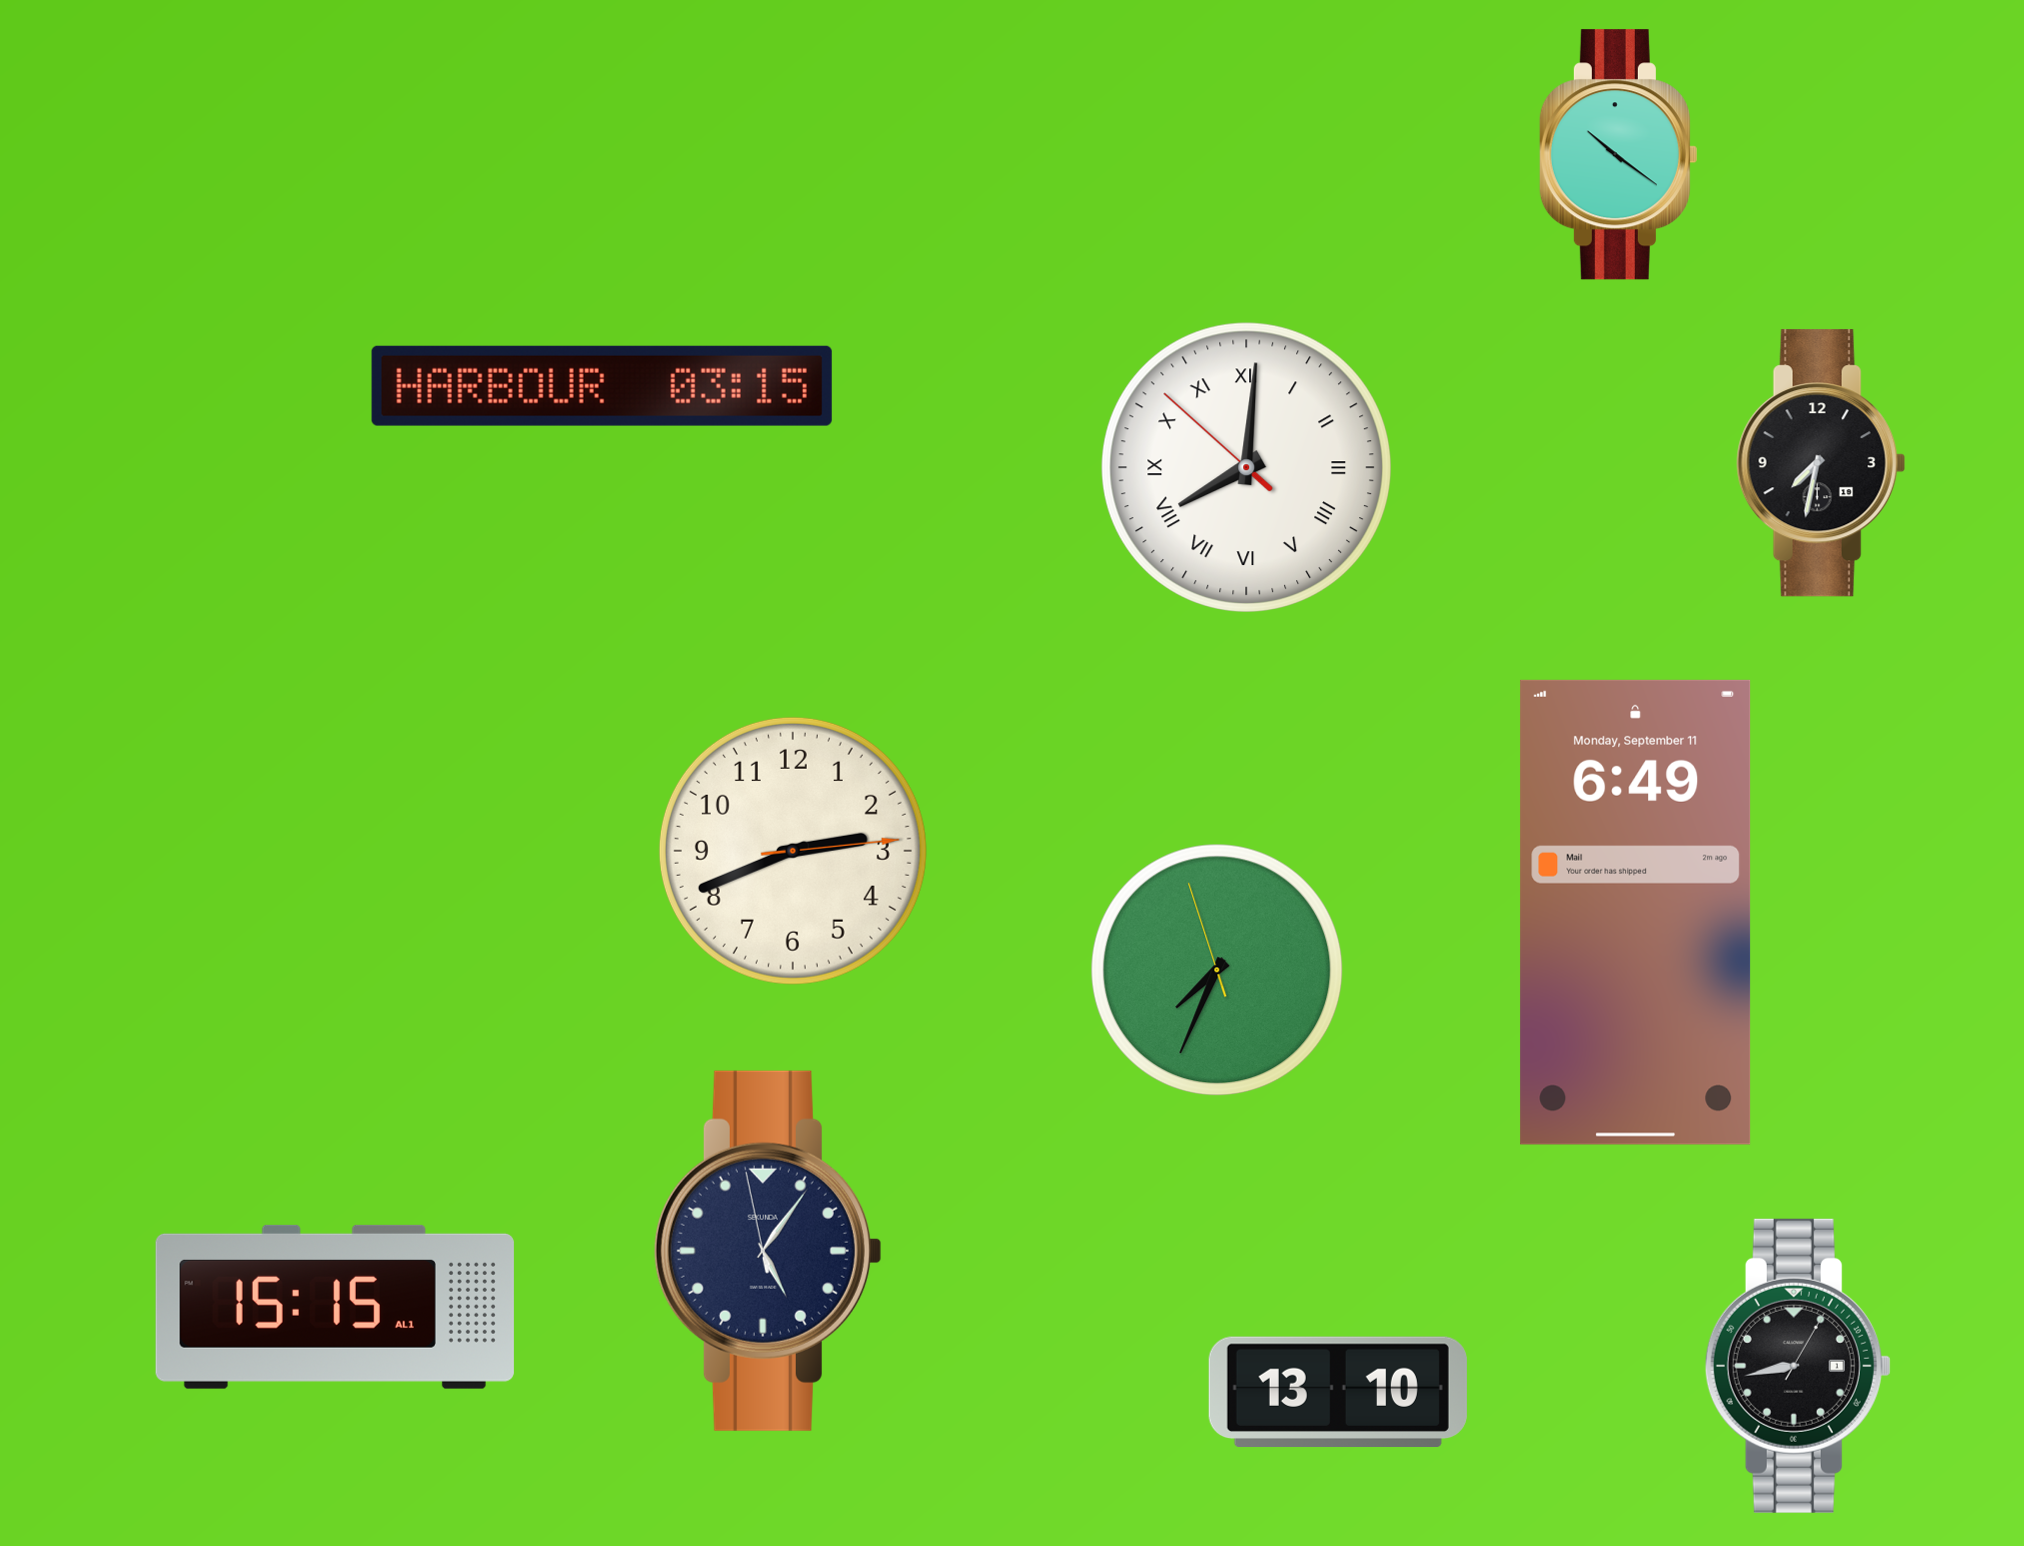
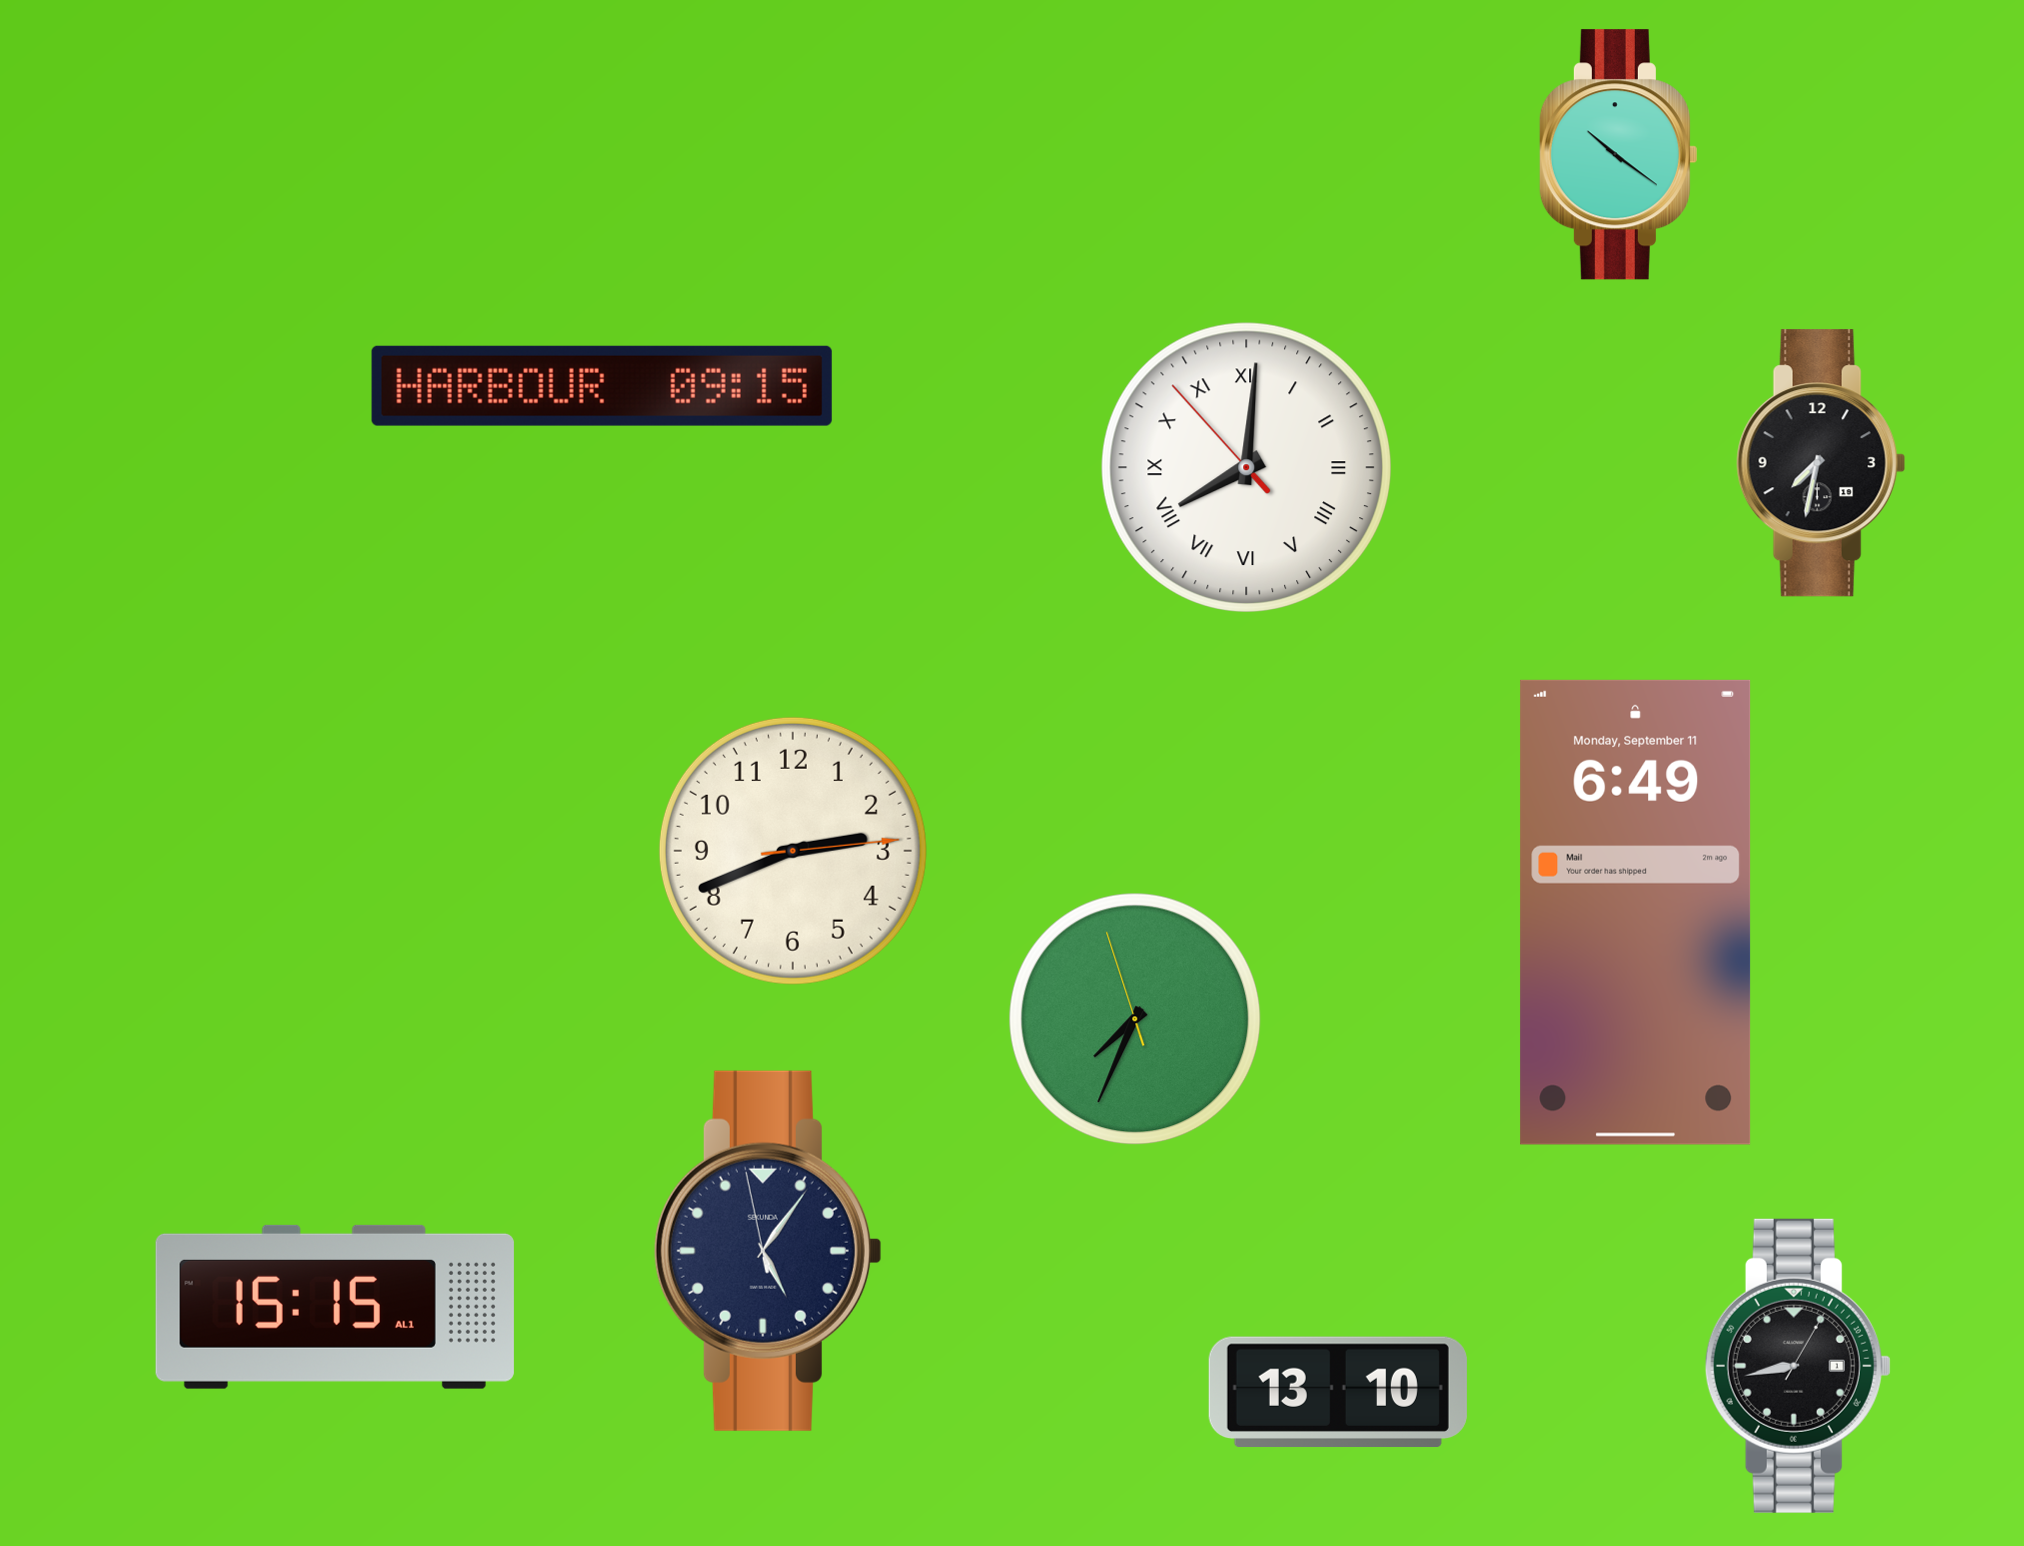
clock at (602, 386): 03:15 -> 09:15
clock at (1246, 467): 8:00:52 -> 8:00:53
clock at (1217, 970) position: (1217, 970) -> (1135, 1019)
